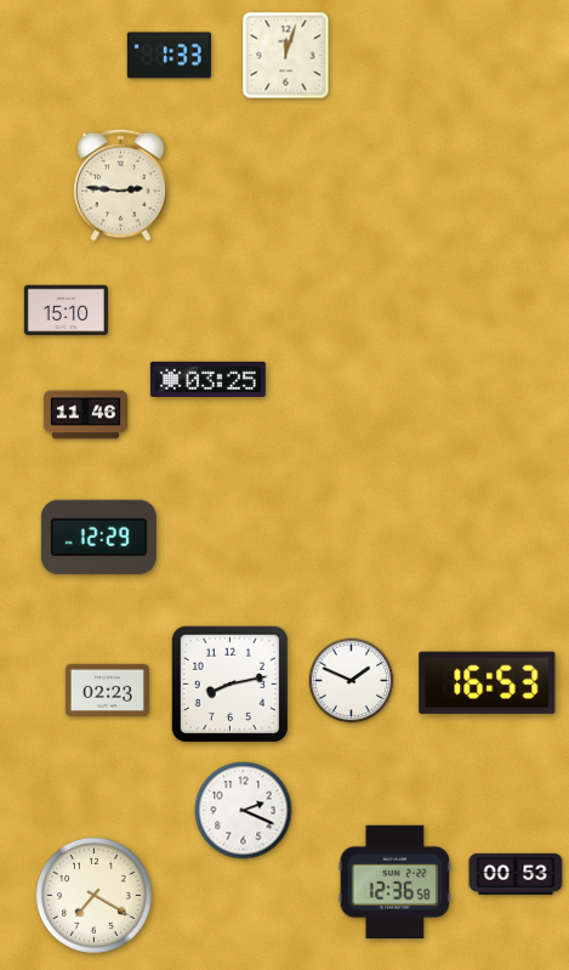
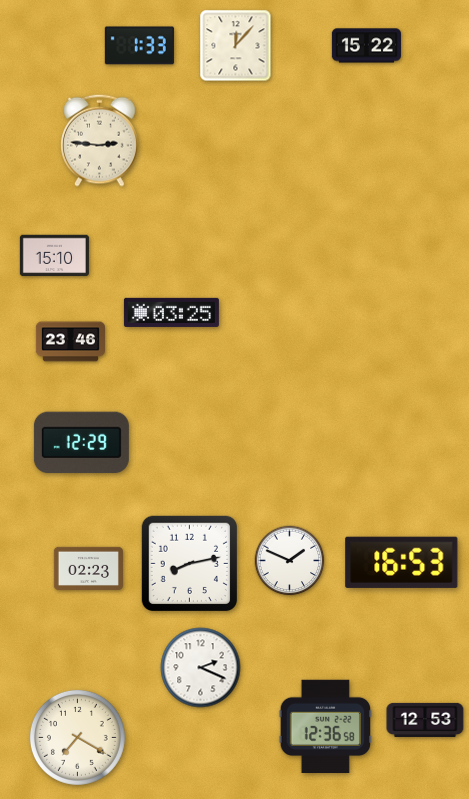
clock at (286, 56): 12:03 -> 12:07
clock at (366, 46): none -> 15:22
clock at (121, 185) position: (121, 185) -> (100, 140)
clock at (85, 415): 11:46 -> 23:46
clock at (516, 874): 00:53 -> 12:53
